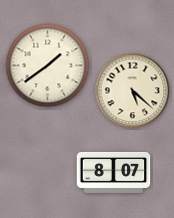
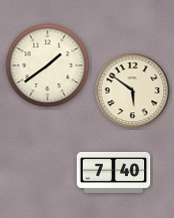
clock at (133, 91): 5:22 -> 5:51
clock at (114, 172): 8:07 -> 7:40
